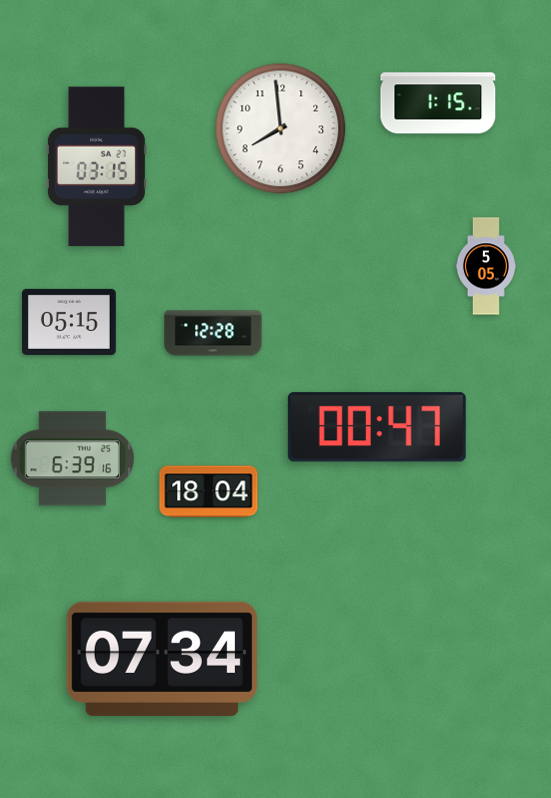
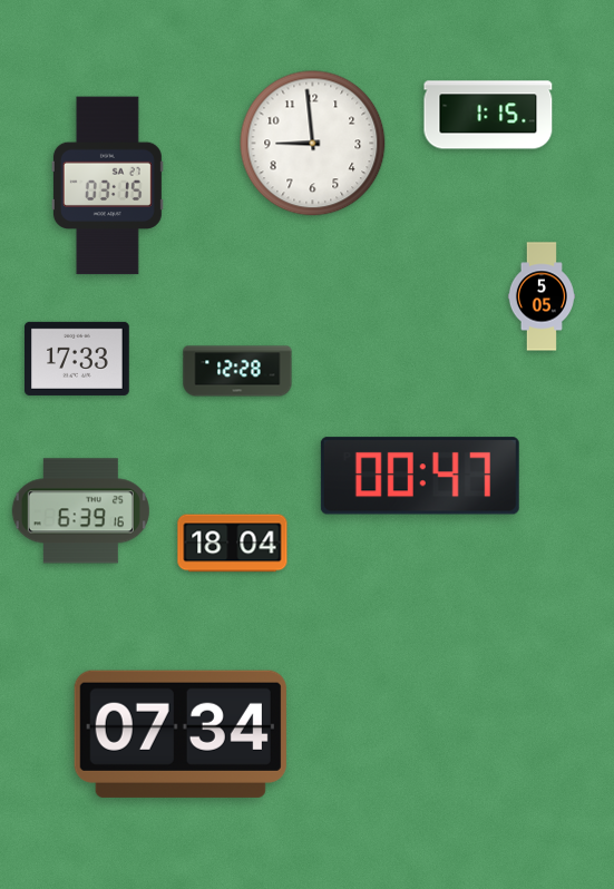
clock at (281, 129): 7:59 -> 8:59
clock at (70, 322): 05:15 -> 17:33
clock at (209, 492) position: (209, 492) -> (233, 544)
